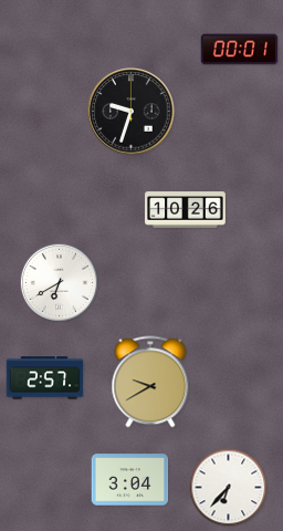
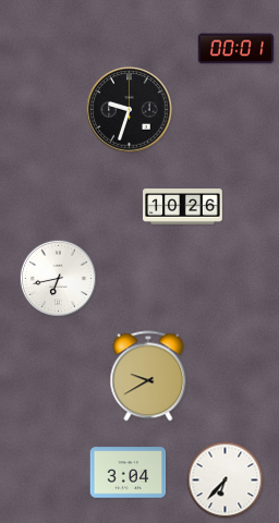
clock at (60, 283): 6:40 -> 6:43
clock at (45, 378): 2:57 -> none
